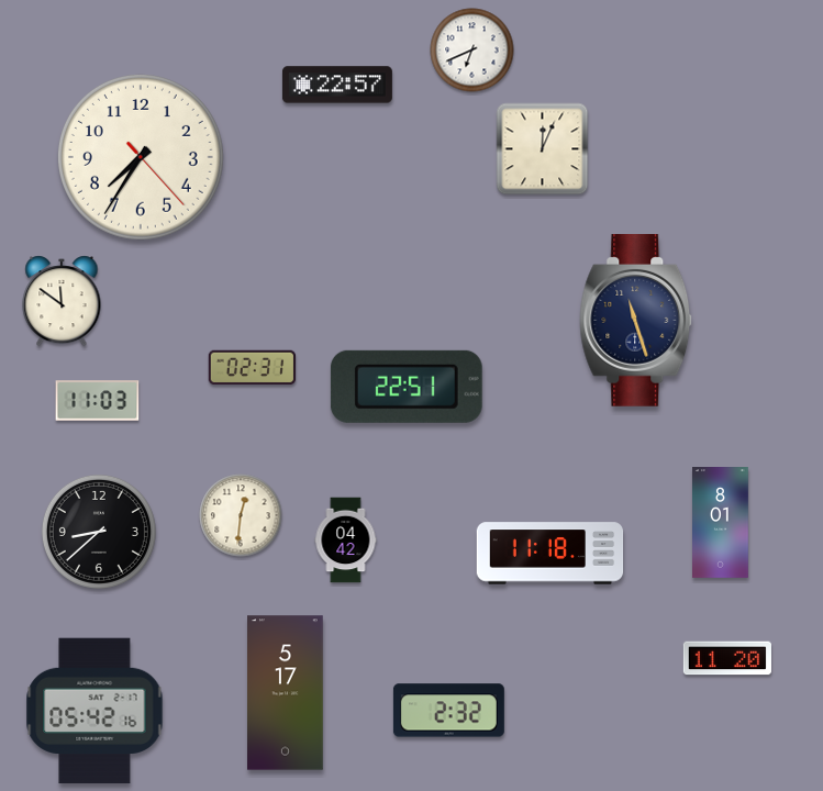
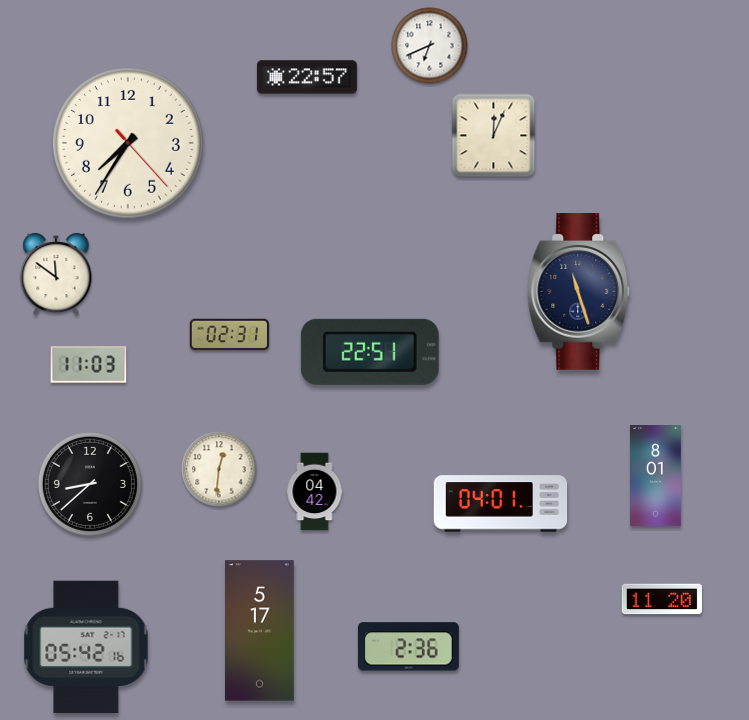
clock at (550, 554): 11:18 -> 04:01
clock at (448, 711): 2:32 -> 2:36
